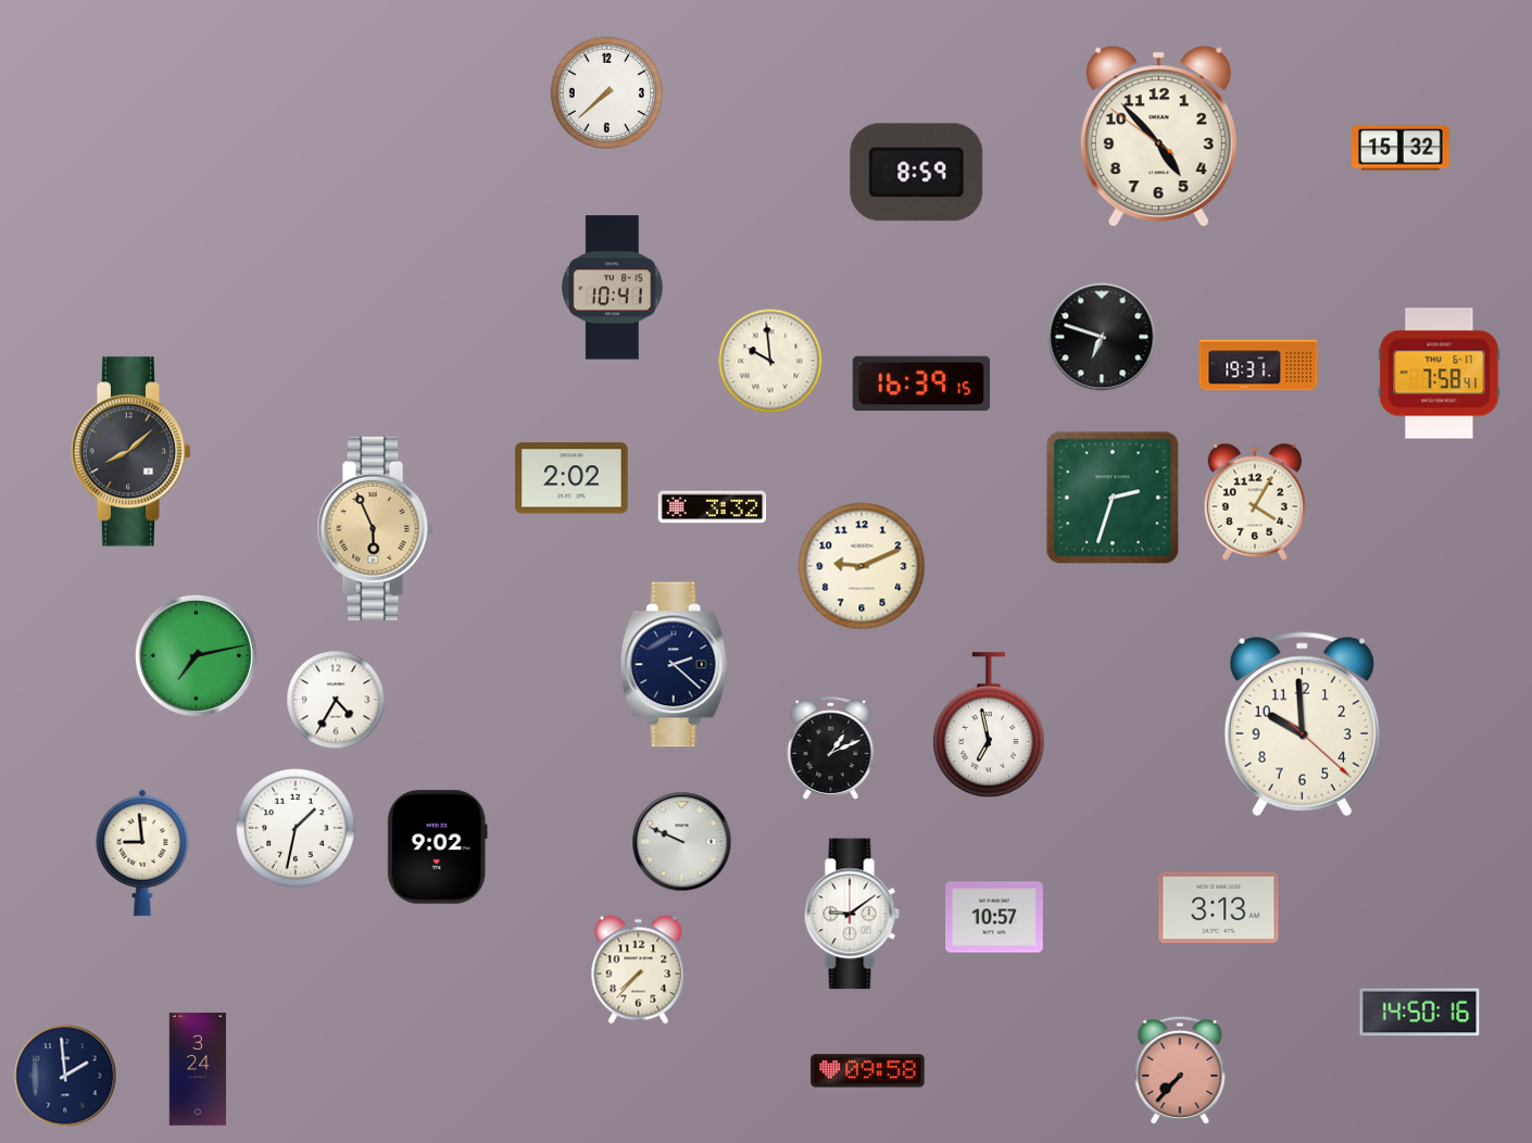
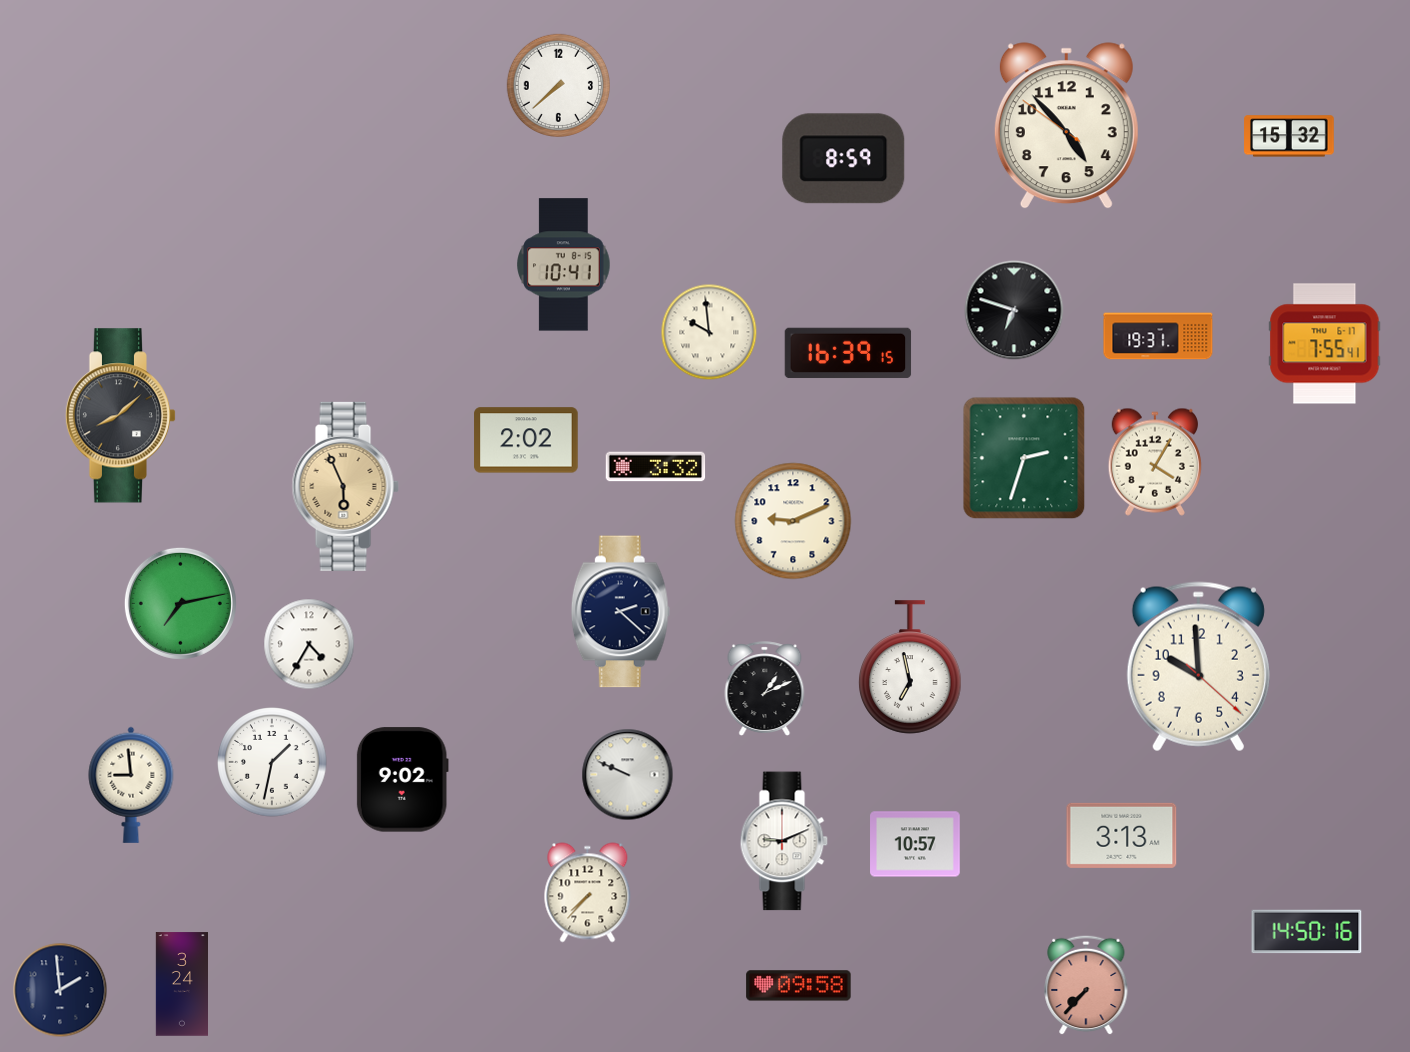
clock at (1440, 374): 7:58 -> 7:55
clock at (852, 914): 9:09 -> 9:11
